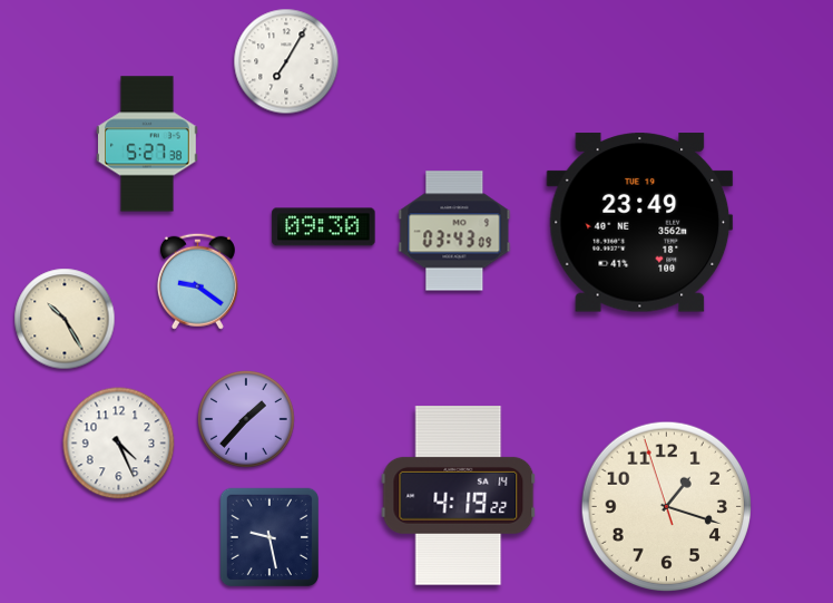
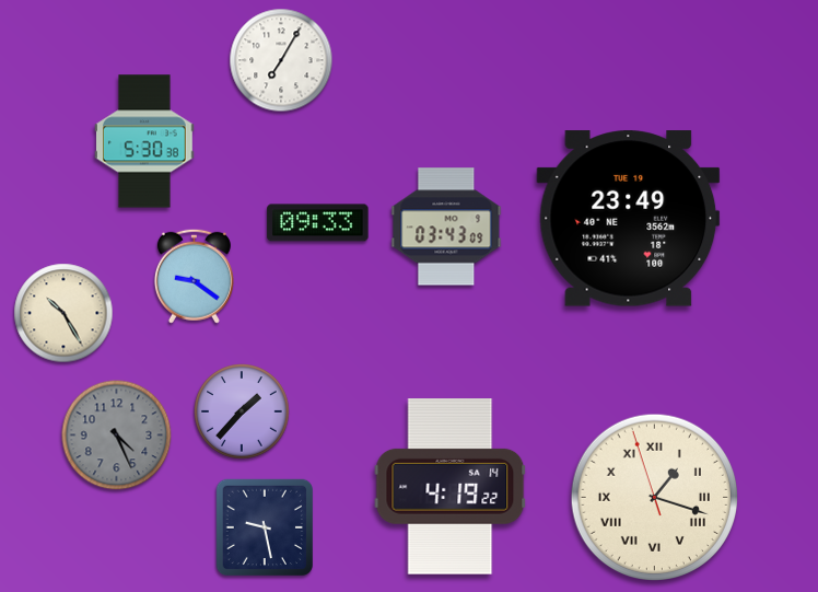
clock at (148, 144): 5:27 -> 5:30
clock at (324, 227): 09:30 -> 09:33
clock at (119, 444) dial: white -> grey
clock at (666, 506) numerals: Arabic -> Roman
